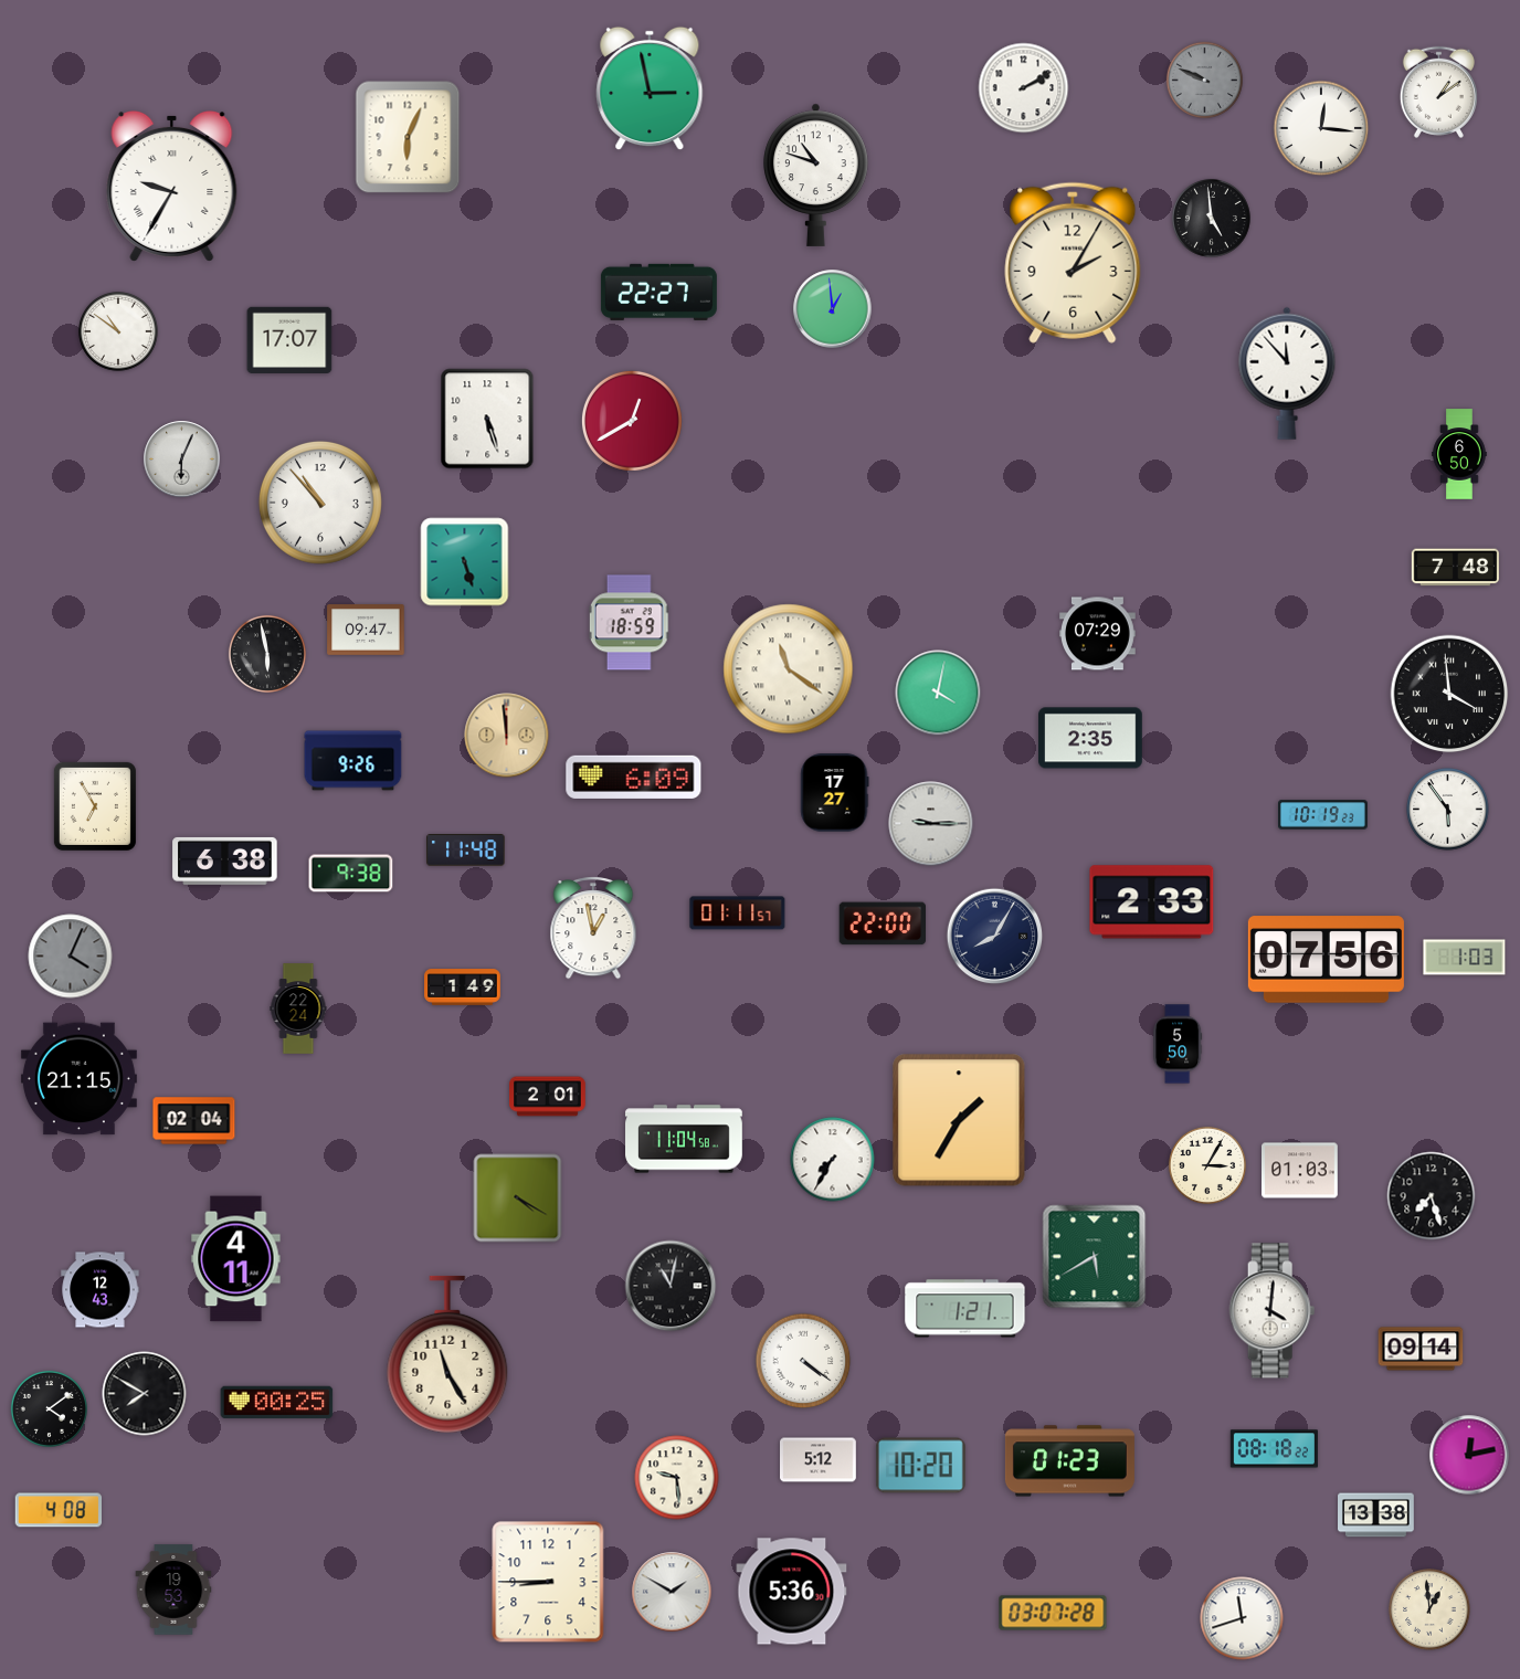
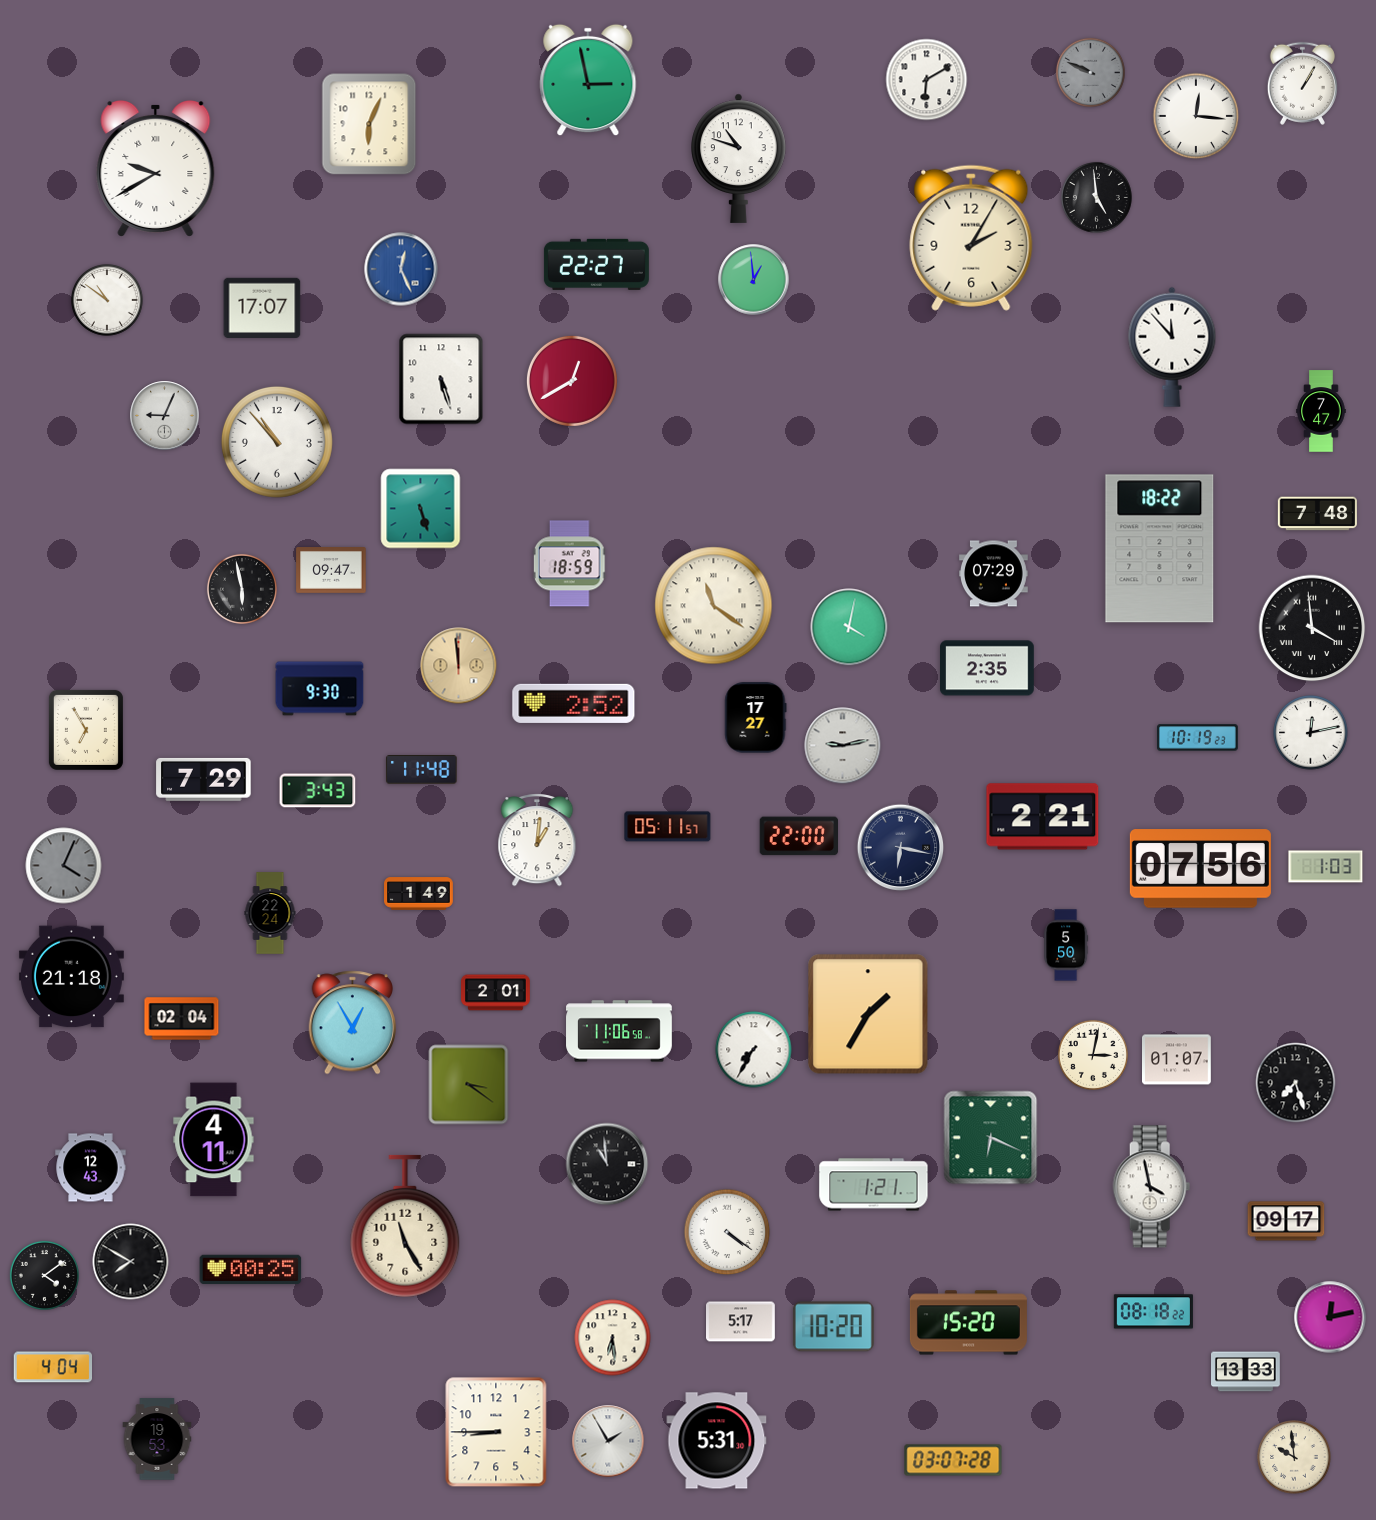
clock at (1024, 88): 2:10 -> 6:10
clock at (1438, 92): 1:09 -> 1:05
clock at (172, 186): 9:35 -> 9:40
clock at (401, 269): none -> 12:26
clock at (1287, 373) position: (1287, 373) -> (1172, 347)
clock at (1459, 454): 6:50 -> 7:47
clock at (182, 460): 6:04 -> 9:04
clock at (320, 503) position: (320, 503) -> (277, 442)
clock at (1160, 549): none -> 18:22
clock at (267, 654) position: (267, 654) -> (242, 589)
clock at (353, 761): 9:26 -> 9:30
clock at (634, 777): 6:09 -> 2:52
clock at (1448, 810): 5:54 -> 12:13
clock at (931, 824): 9:15 -> 9:13
clock at (225, 860): 6:38 -> 7:29
clock at (351, 874): 9:38 -> 3:43
clock at (1152, 902): 2:33 -> 2:21
clock at (738, 914): 01:11 -> 05:11
clock at (593, 929): 12:58 -> 1:01
clock at (995, 937): 8:05 -> 6:17
clock at (78, 1079): 21:15 -> 21:18
clock at (194, 1121) position: (194, 1121) -> (182, 1019)
clock at (353, 1023): none -> 12:55
clock at (684, 1139): 11:04 -> 11:06
clock at (1207, 1165): 3:05 -> 3:02
clock at (1300, 1171): 01:03 -> 01:07
clock at (518, 1198): 4:20 -> 3:21
clock at (1095, 1257): 5:40 -> 6:19
clock at (671, 1286): 11:02 -> 10:59
clock at (1273, 1311): 4:01 -> 3:58
clock at (1421, 1349): 09:14 -> 09:17
clock at (819, 1460): 5:12 -> 5:17
clock at (1069, 1461): 01:23 -> 15:20
clock at (677, 1478): 9:29 -> 6:29
clock at (59, 1510): 4:08 -> 4:04
clock at (1376, 1516): 13:38 -> 13:33
clock at (672, 1592): 1:50 -> 1:55
clock at (792, 1592): 5:36 -> 5:31
clock at (1429, 1609): 12:59 -> 9:59
clock at (1242, 1618): 11:42 -> none
